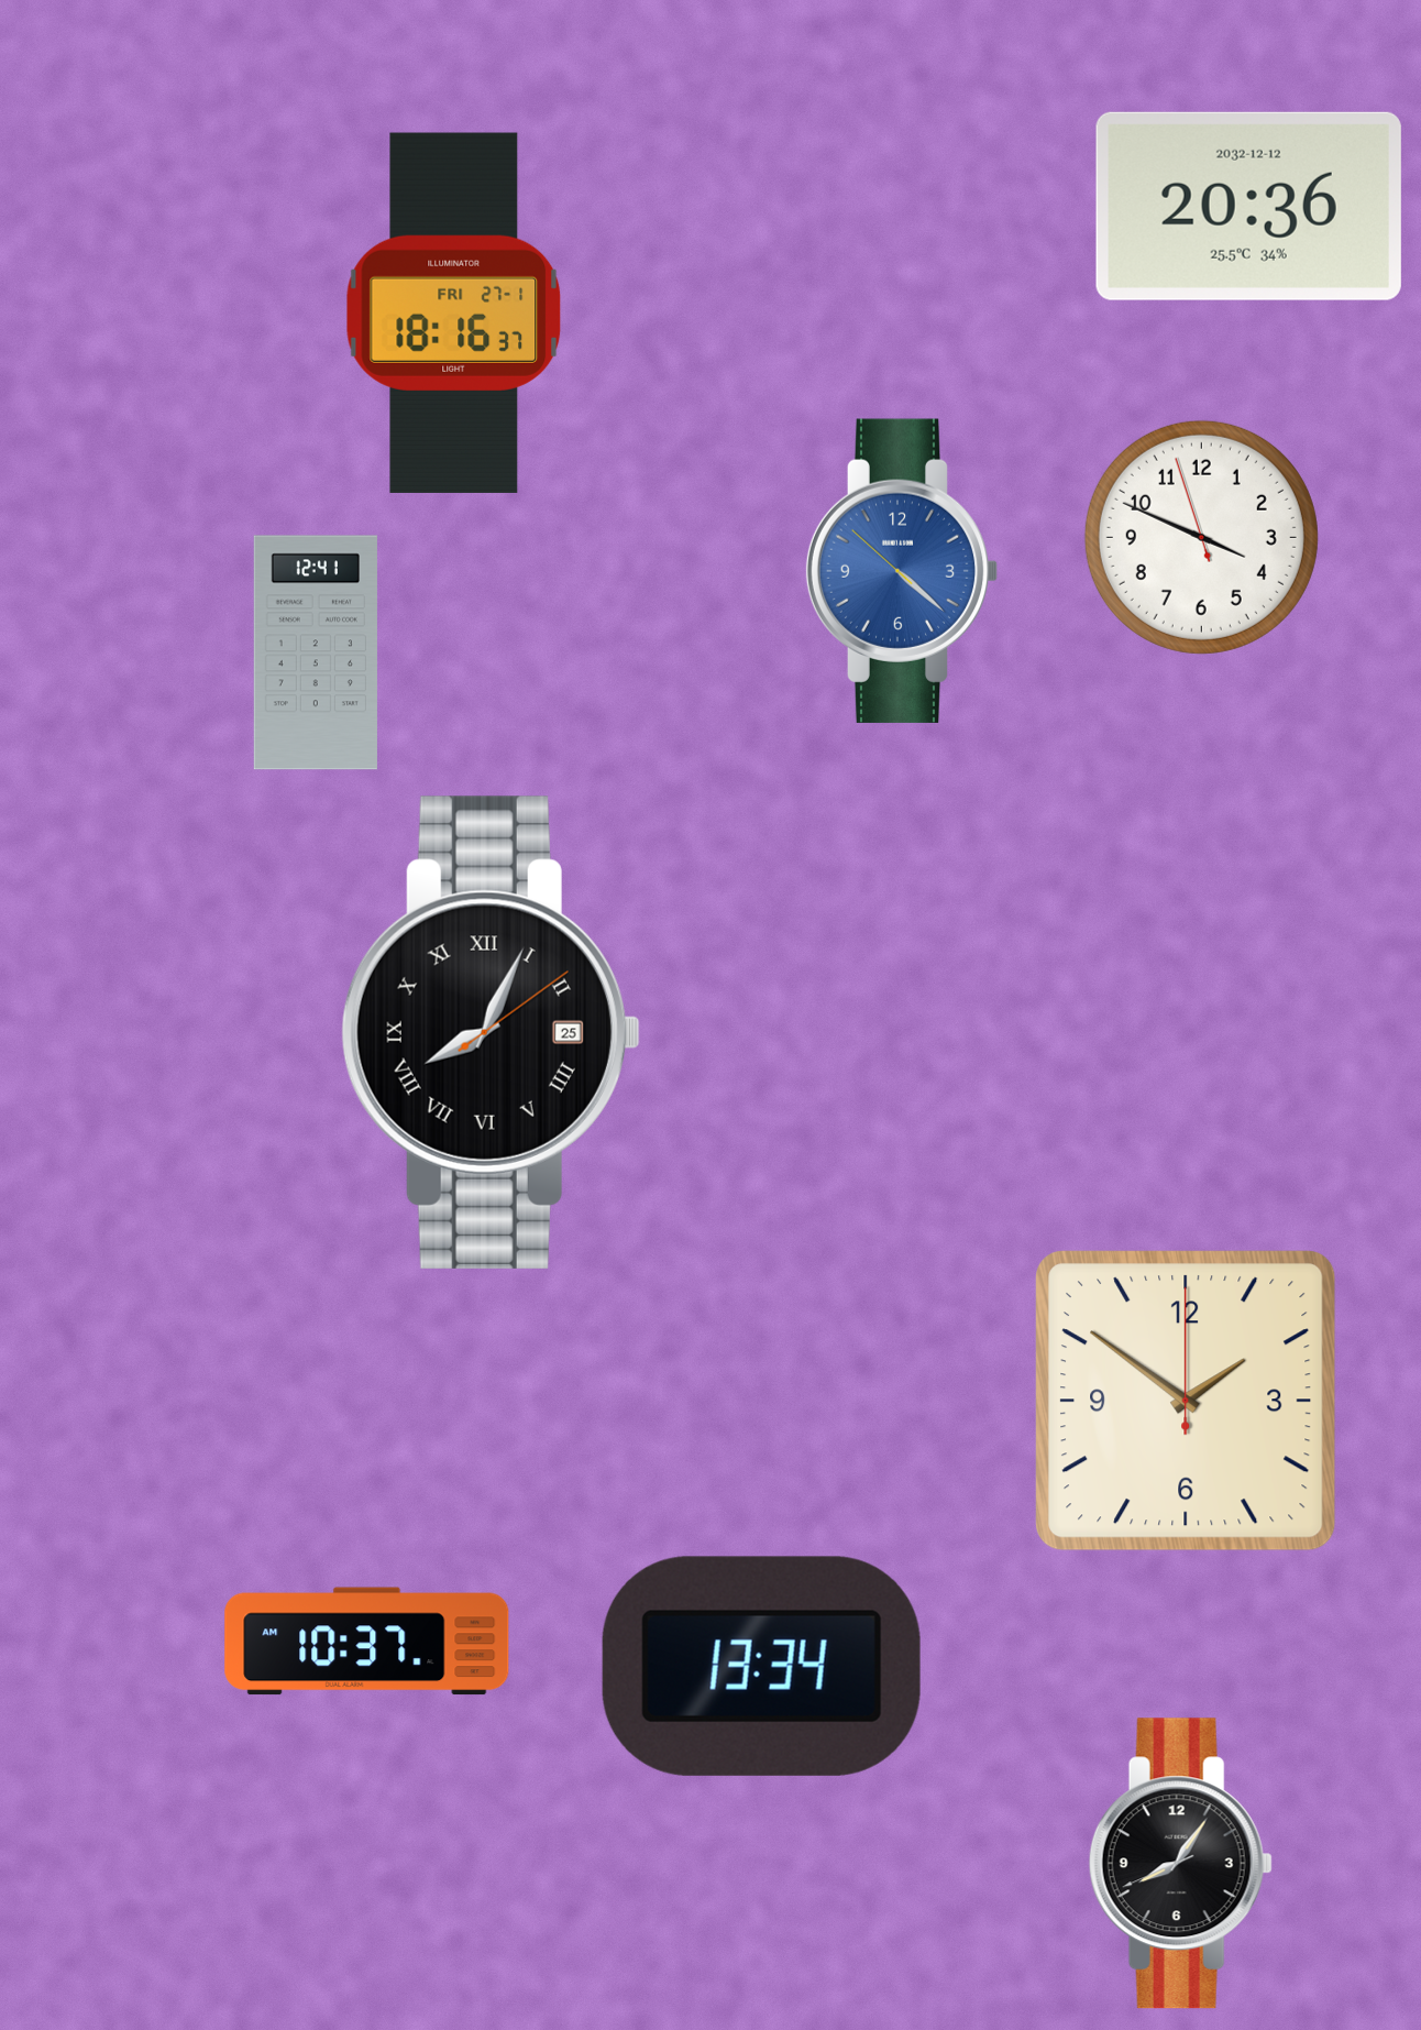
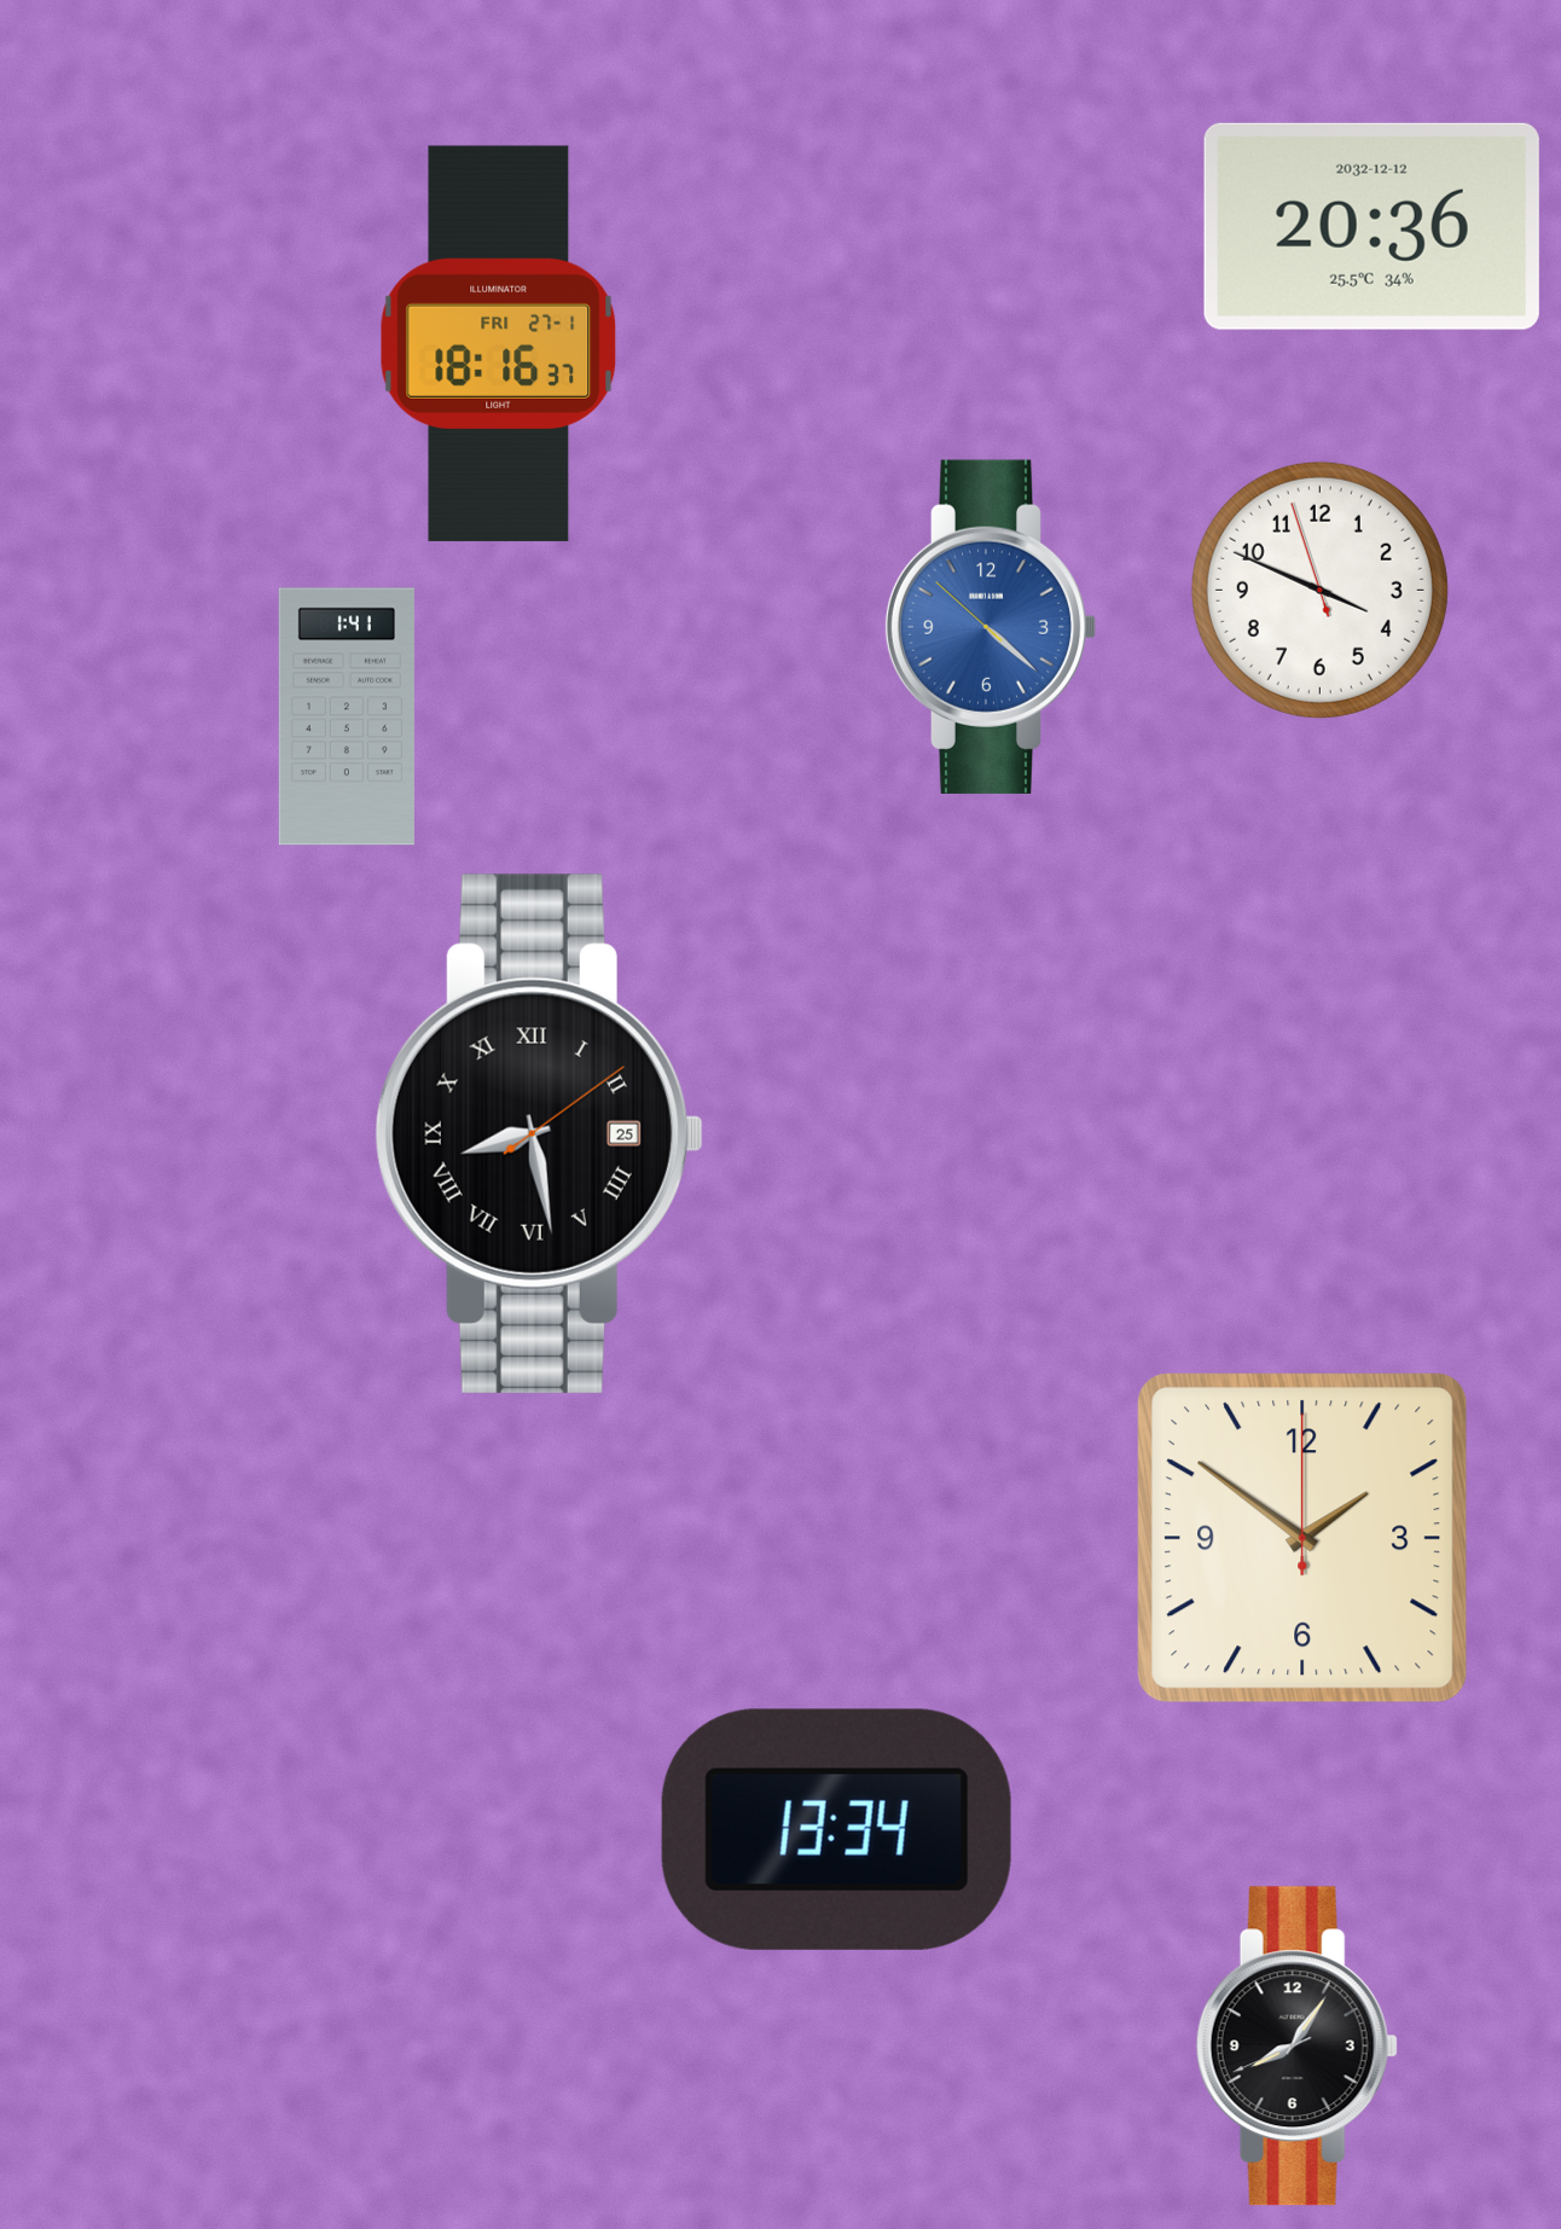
clock at (316, 652): 12:41 -> 1:41
clock at (491, 1032): 8:04 -> 8:28
clock at (367, 1642): 10:37 -> none
